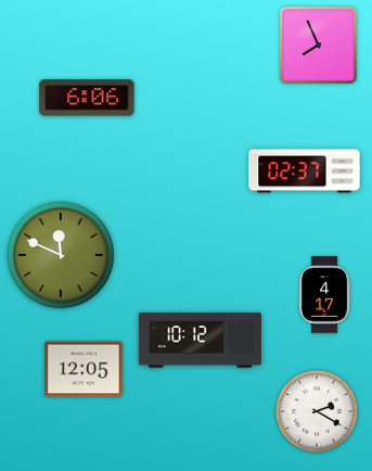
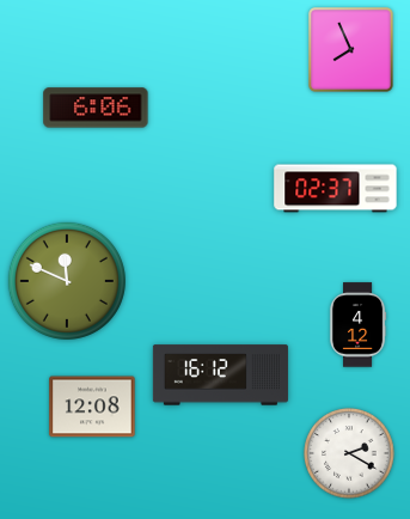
clock at (324, 295): 4:17 -> 4:12
clock at (200, 341): 10:12 -> 16:12
clock at (84, 369): 12:05 -> 12:08
